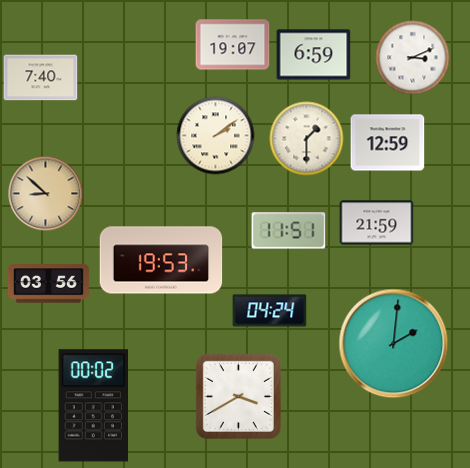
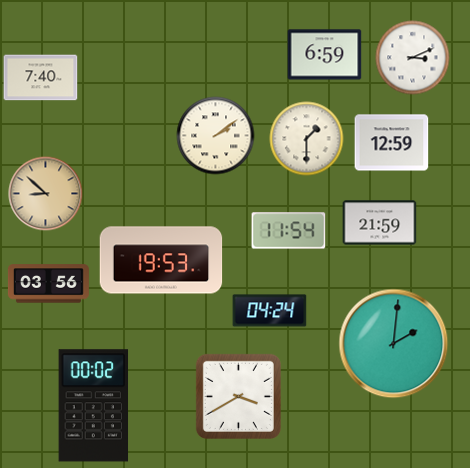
clock at (233, 45): 19:07 -> none
clock at (314, 55) position: (314, 55) -> (325, 55)
clock at (388, 143) position: (388, 143) -> (392, 143)
clock at (377, 223) position: (377, 223) -> (380, 223)
clock at (289, 231): 11:51 -> 11:54
